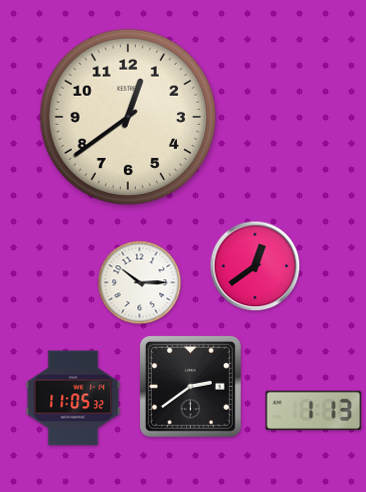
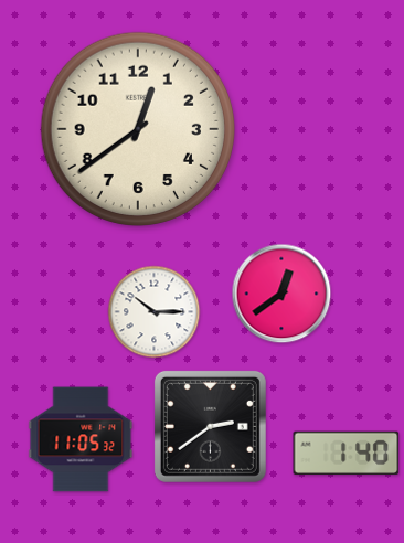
clock at (128, 117) position: (128, 117) -> (138, 129)
clock at (314, 410): 1:13 -> 1:40
